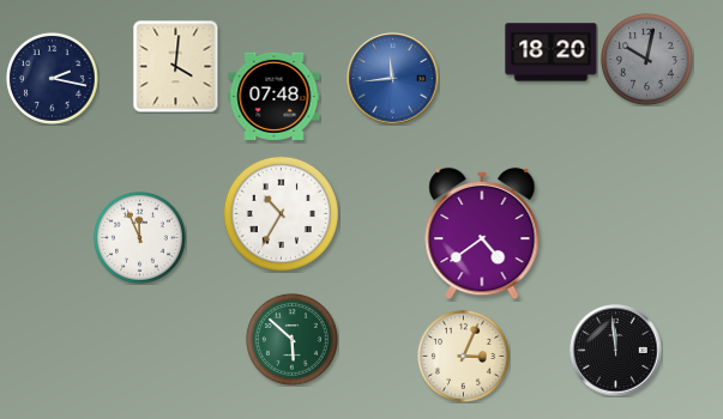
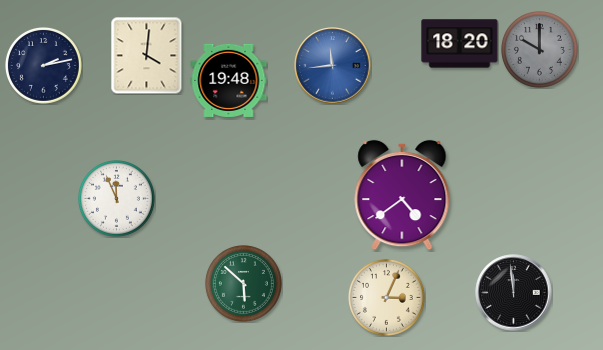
clock at (646, 59): 10:02 -> 10:00
clock at (52, 78): 2:17 -> 2:13
clock at (393, 79) position: (393, 79) -> (333, 66)
clock at (275, 96): 07:48 -> 19:48
clock at (281, 213): 10:35 -> none
